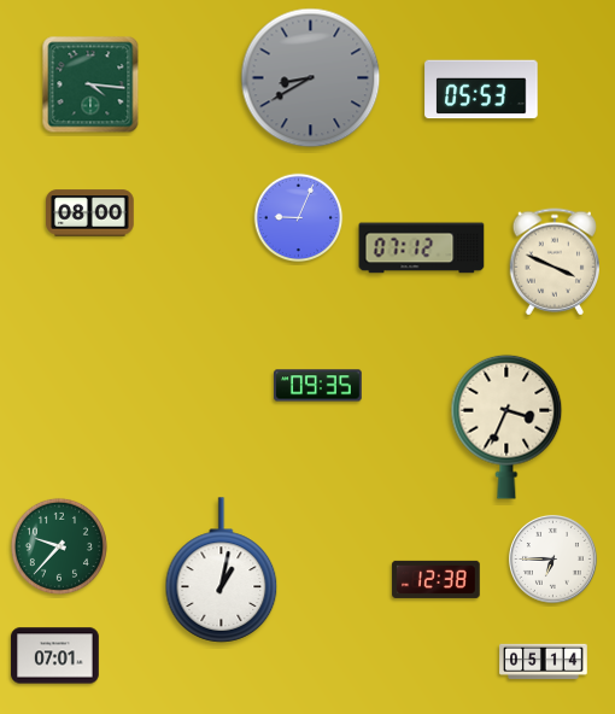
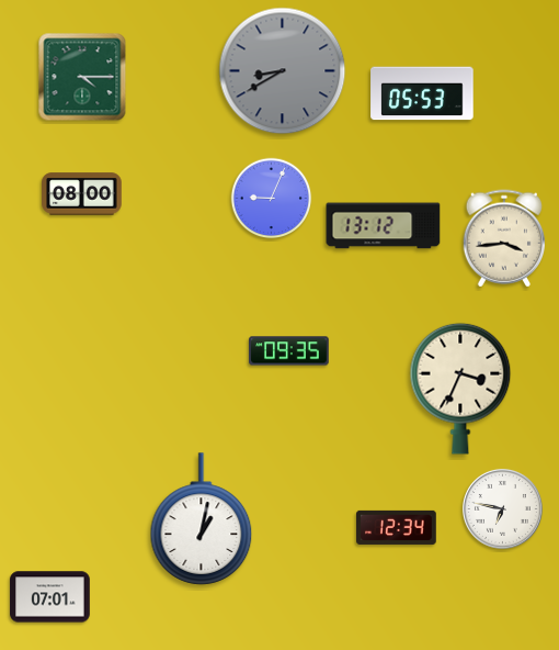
clock at (90, 84): 4:16 -> 4:15
clock at (481, 89) position: (481, 89) -> (422, 93)
clock at (422, 248): 07:12 -> 13:12
clock at (553, 262): 3:49 -> 3:44
clock at (59, 546): 9:37 -> none
clock at (552, 558): 6:45 -> 6:47
clock at (437, 579): 12:38 -> 12:34
clock at (544, 662): 05:14 -> none
